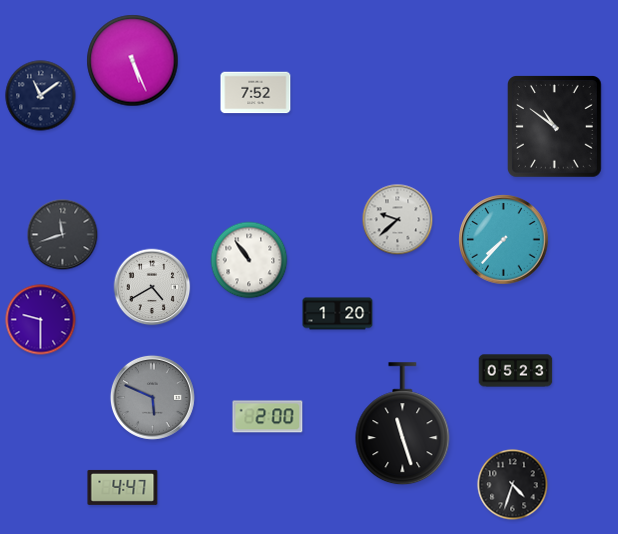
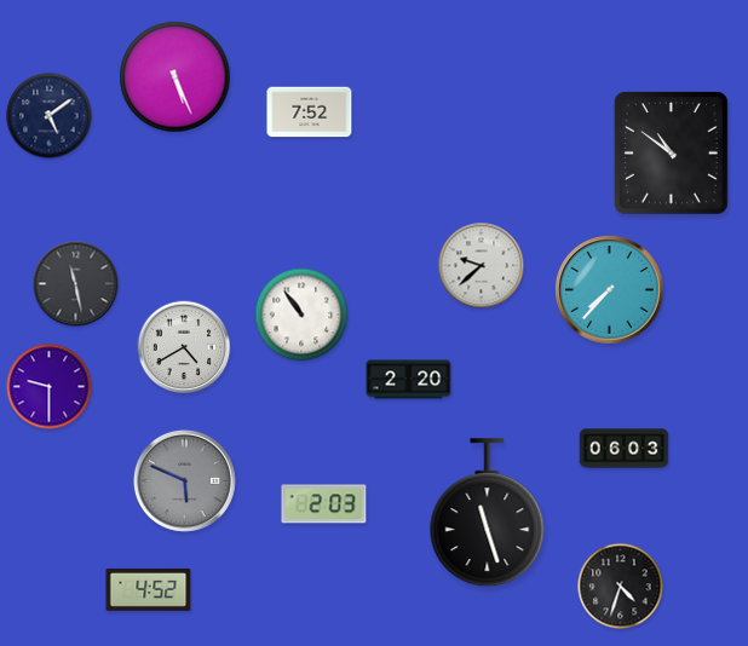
clock at (133, 61) position: (133, 61) -> (176, 77)
clock at (41, 96): 11:09 -> 5:09
clock at (63, 235): 11:42 -> 11:28
clock at (338, 314): 1:20 -> 2:20
clock at (516, 371): 05:23 -> 06:03
clock at (268, 417): 2:00 -> 2:03
clock at (123, 487): 4:47 -> 4:52
